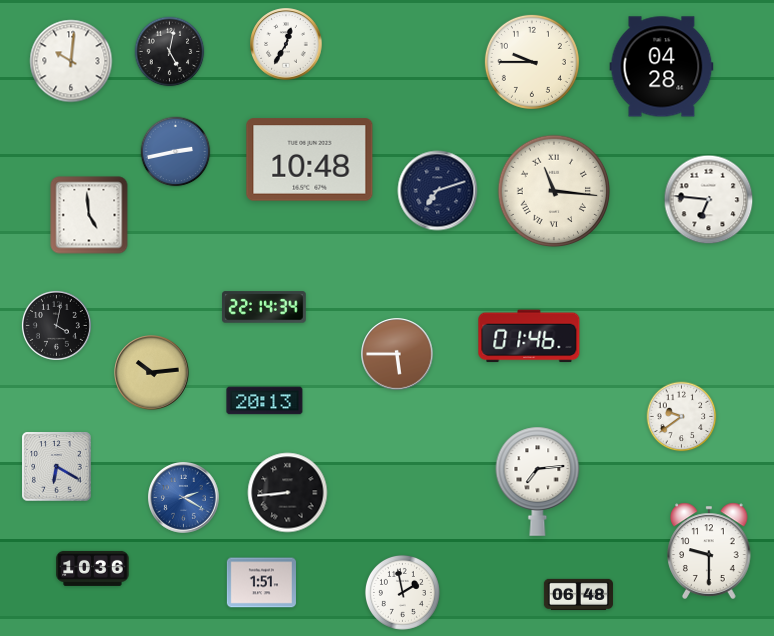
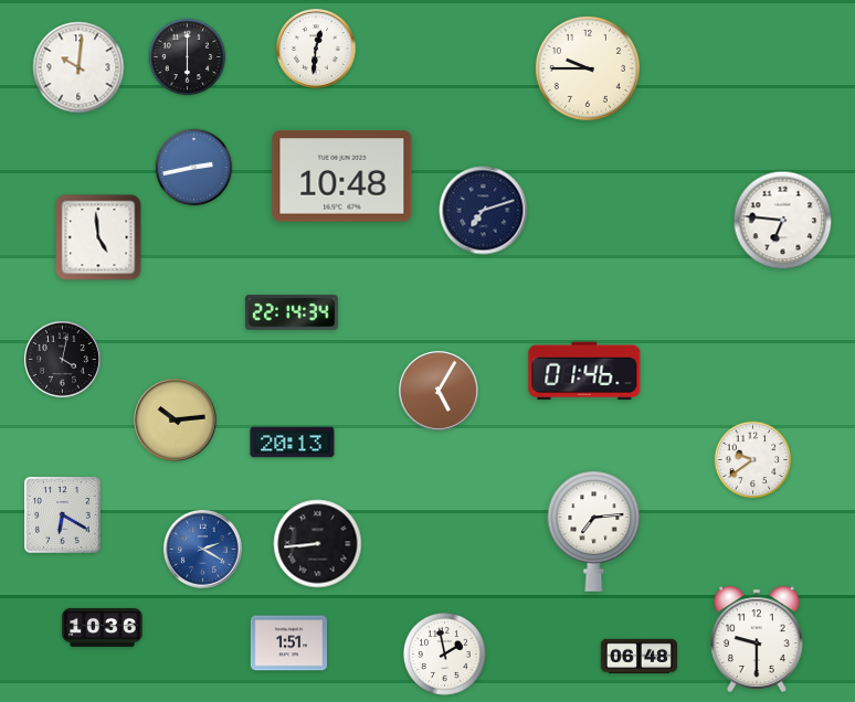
clock at (286, 44): 12:35 -> 12:31
clock at (170, 52): 5:02 -> 6:00
clock at (662, 67): 04:28 -> none
clock at (554, 191): 11:16 -> none
clock at (264, 307) position: (264, 307) -> (292, 312)
clock at (397, 354): 5:45 -> 5:05
clock at (152, 373) position: (152, 373) -> (176, 421)
clock at (709, 551) position: (709, 551) -> (757, 639)
